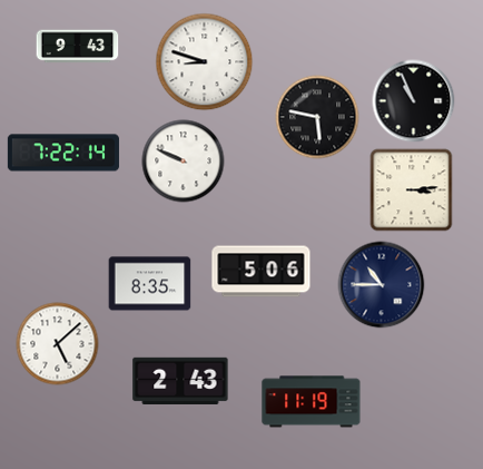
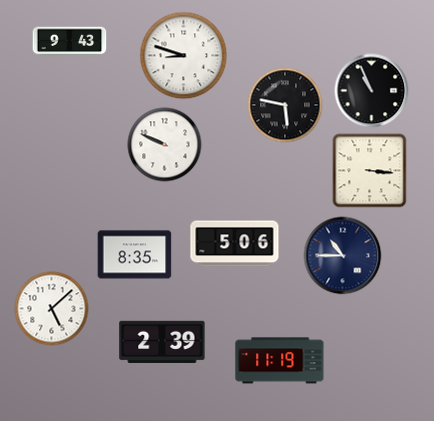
clock at (63, 153): 7:22 -> none
clock at (412, 190): 3:14 -> 3:16
clock at (180, 380): 2:43 -> 2:39
